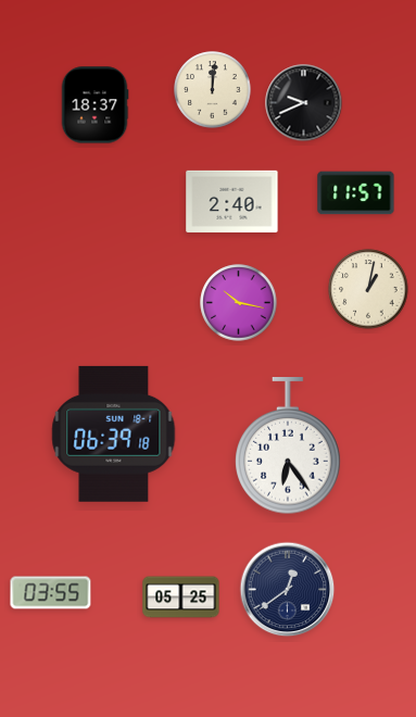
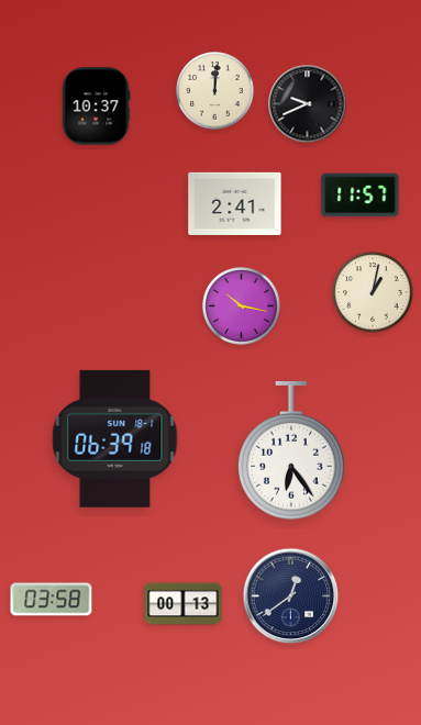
clock at (94, 105): 18:37 -> 10:37
clock at (232, 201): 2:40 -> 2:41
clock at (51, 593): 03:55 -> 03:58
clock at (181, 597): 05:25 -> 00:13
